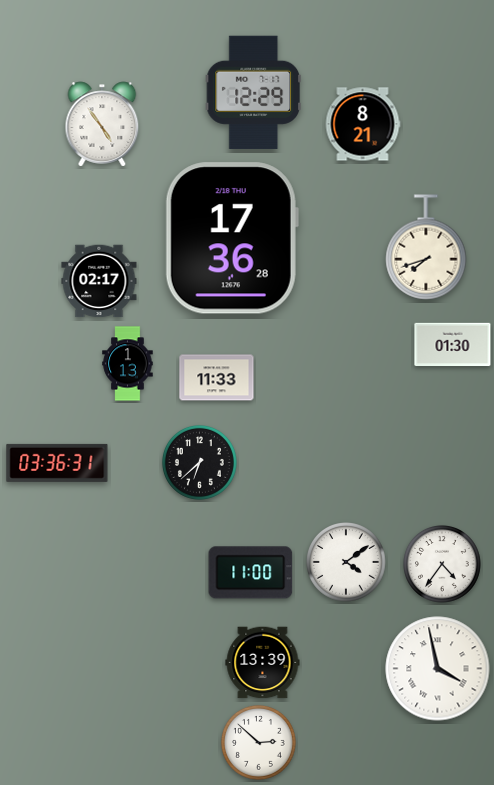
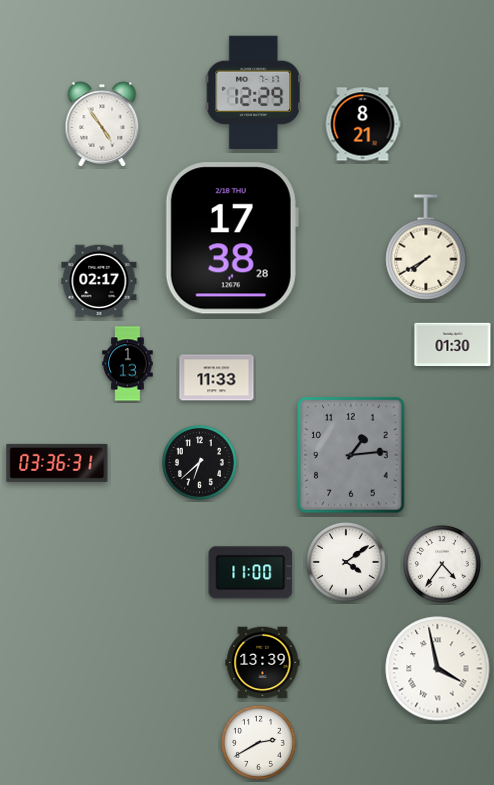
clock at (232, 238): 17:36 -> 17:38
clock at (426, 247): 7:42 -> 7:40
clock at (351, 455): none -> 1:14
clock at (258, 742): 2:52 -> 2:40
